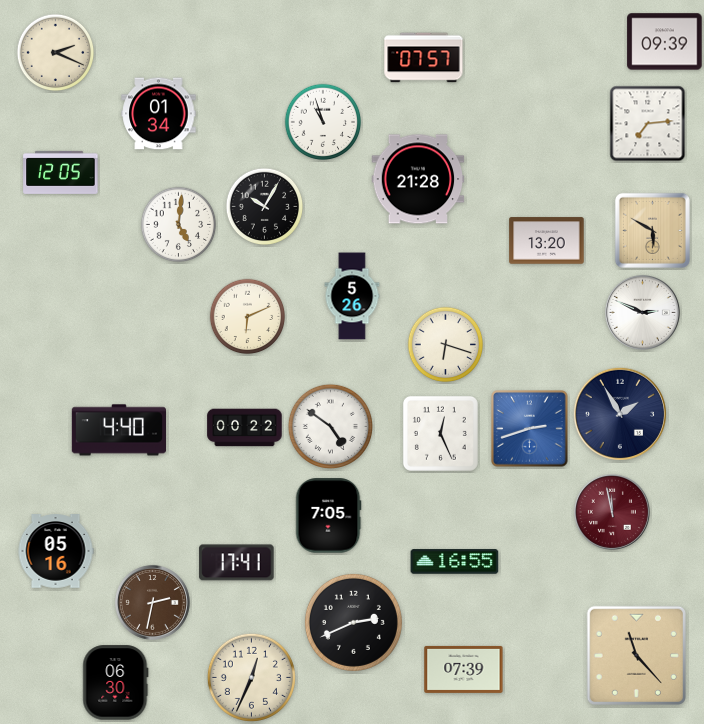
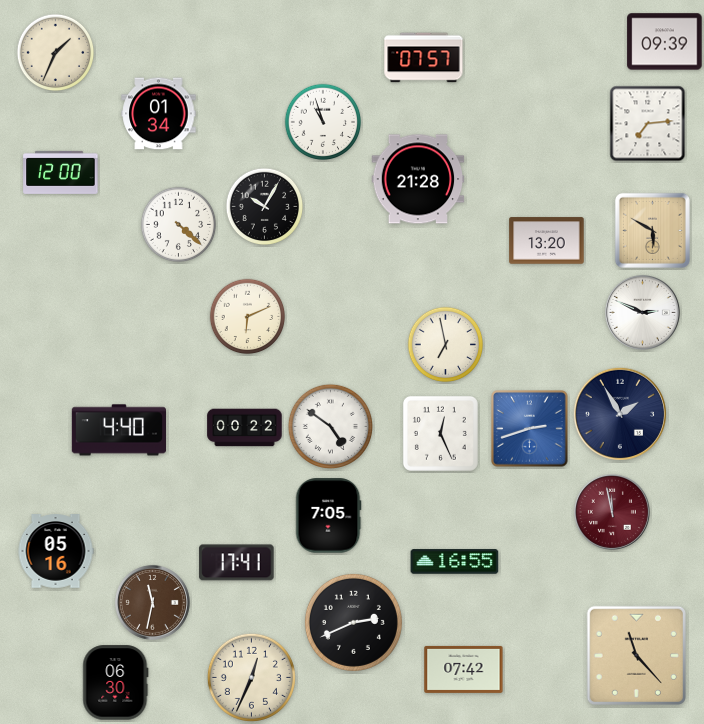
clock at (56, 53): 2:19 -> 1:34
clock at (61, 172): 12:05 -> 12:00
clock at (179, 225): 5:01 -> 4:22
clock at (352, 296): 5:26 -> none
clock at (446, 345): 6:18 -> 6:58
clock at (152, 602): 2:32 -> 11:32
clock at (464, 669): 07:39 -> 07:42
